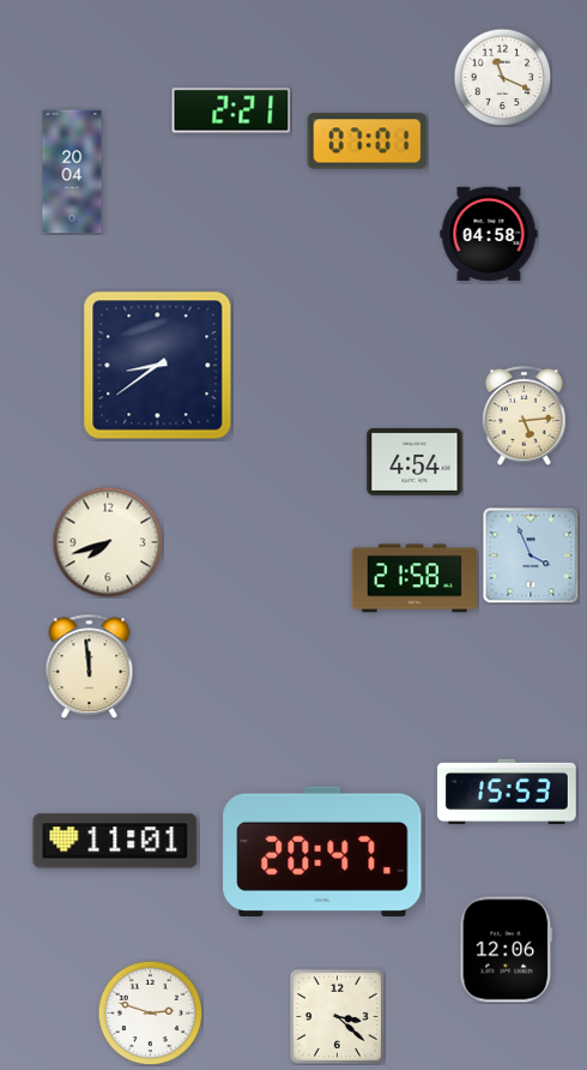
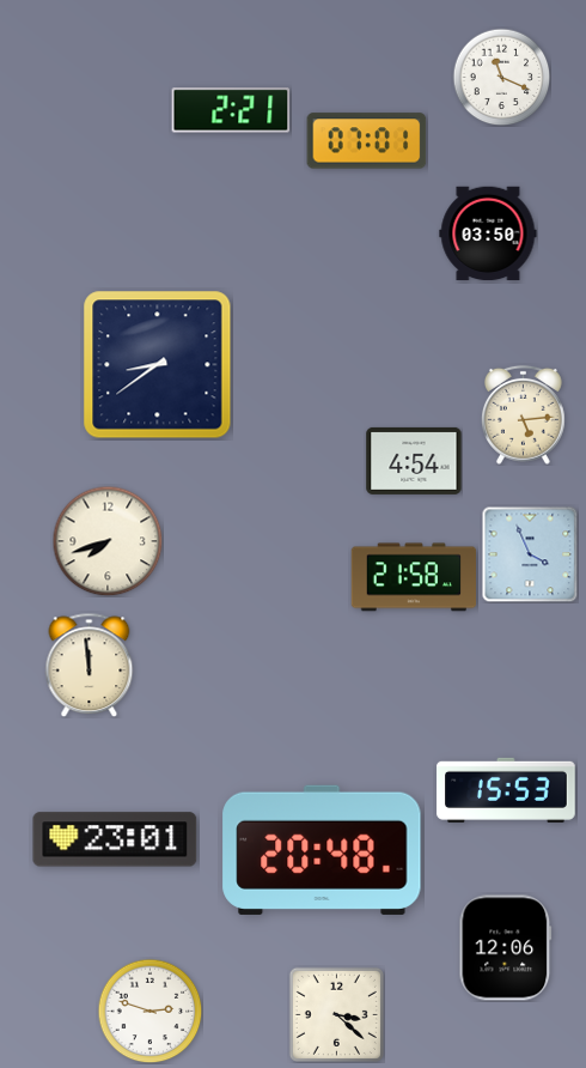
clock at (72, 172): 20:04 -> none
clock at (489, 234): 04:58 -> 03:50
clock at (115, 841): 11:01 -> 23:01
clock at (322, 852): 20:47 -> 20:48
